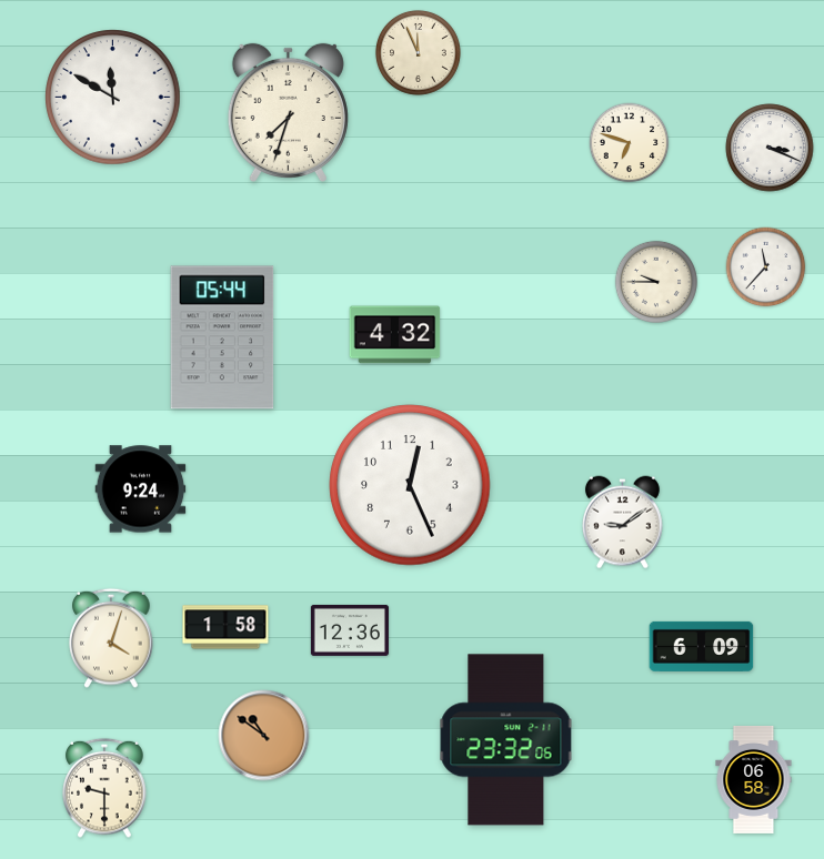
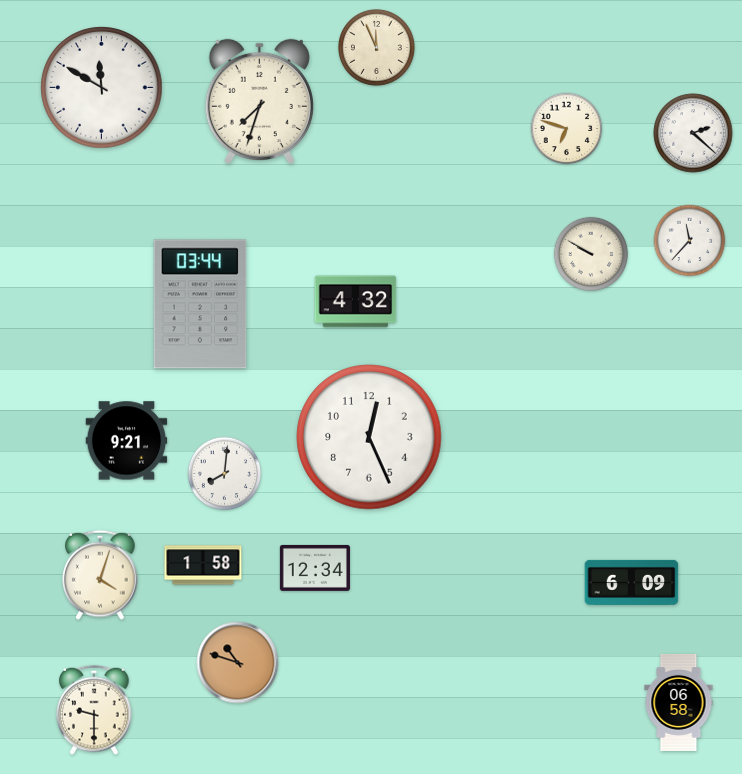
clock at (770, 148): 3:19 -> 2:22
clock at (655, 281): 9:45 -> 9:50
clock at (222, 337): 05:44 -> 03:44
clock at (141, 489): 9:24 -> 9:21
clock at (622, 523): 9:09 -> none
clock at (225, 474): none -> 8:01
clock at (350, 630): 12:36 -> 12:34
clock at (264, 736): 10:51 -> 10:48
clock at (506, 740): 23:32 -> none
